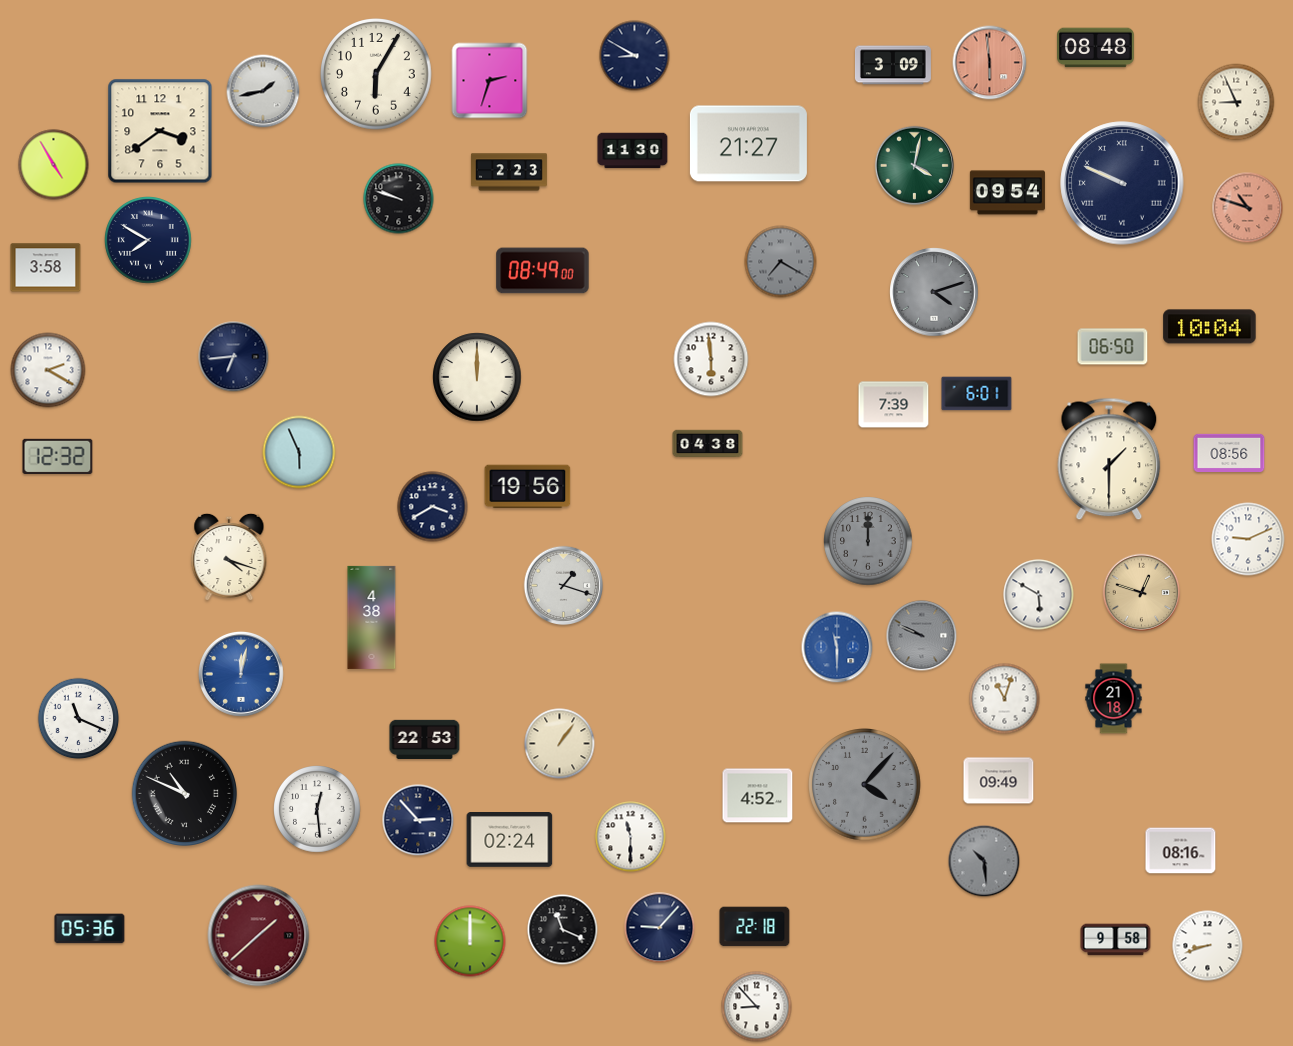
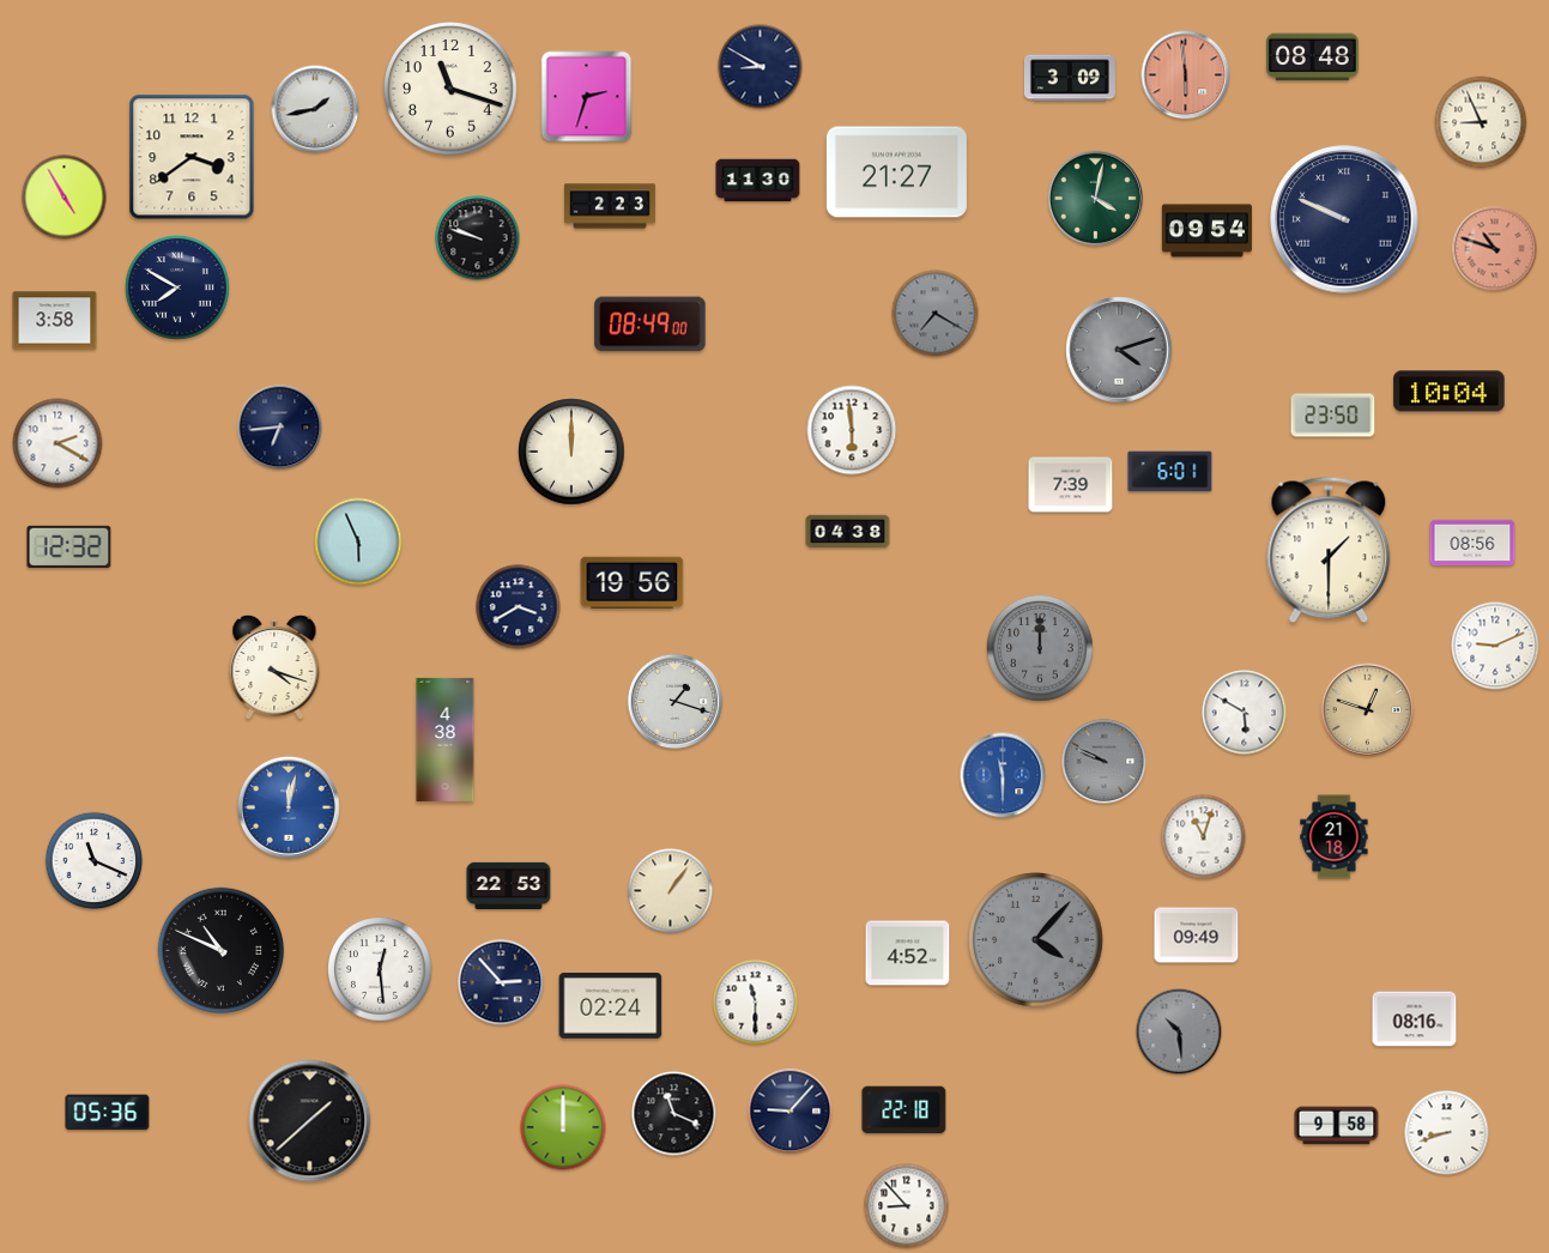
clock at (377, 75): 6:05 -> 11:18
clock at (1113, 347): 06:50 -> 23:50
clock at (259, 936) dial: burgundy -> black
